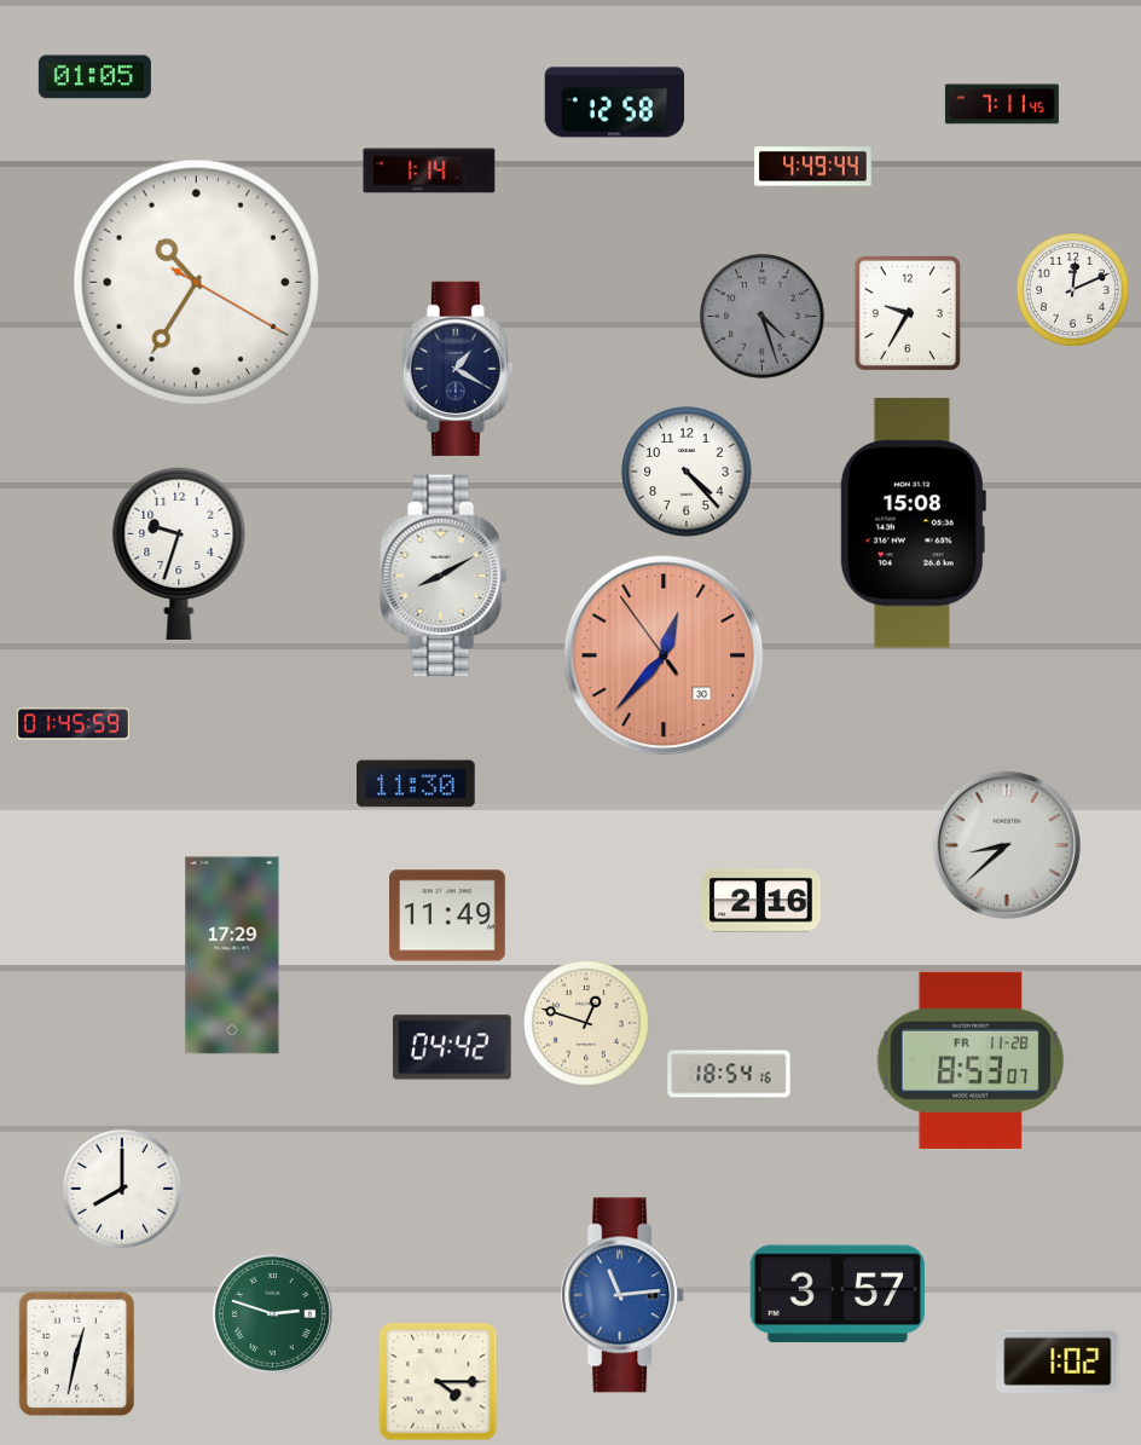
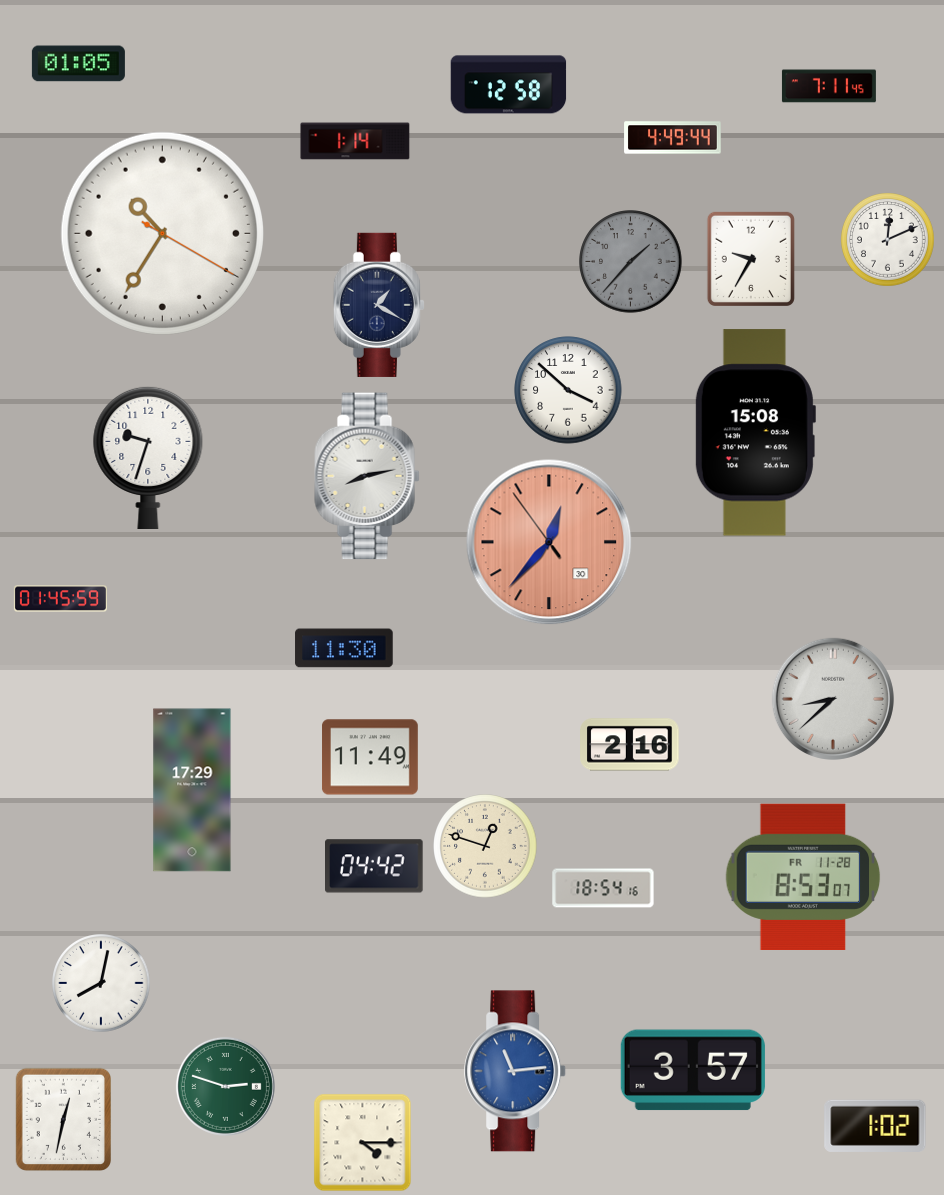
clock at (763, 317): 4:27 -> 1:37
clock at (687, 472): 4:23 -> 3:52
clock at (444, 576): 8:10 -> 8:13
clock at (122, 1189): 8:00 -> 8:02
